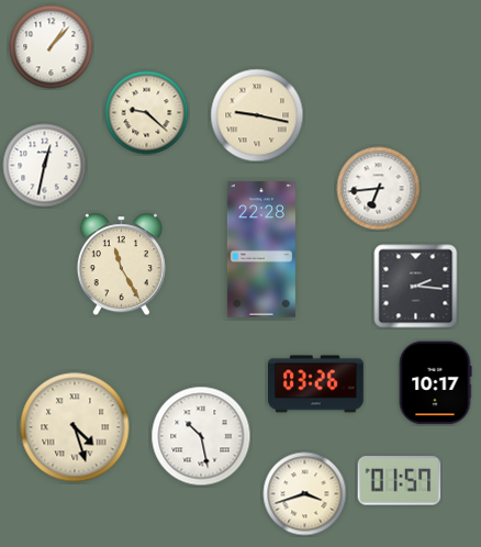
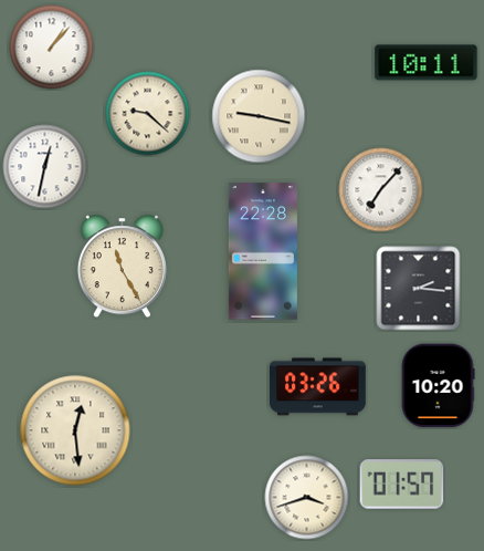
clock at (427, 63): none -> 10:11
clock at (379, 189): 6:44 -> 7:07
clock at (435, 383): 10:17 -> 10:20
clock at (75, 427): 4:27 -> 12:29
clock at (201, 436): 10:28 -> none
